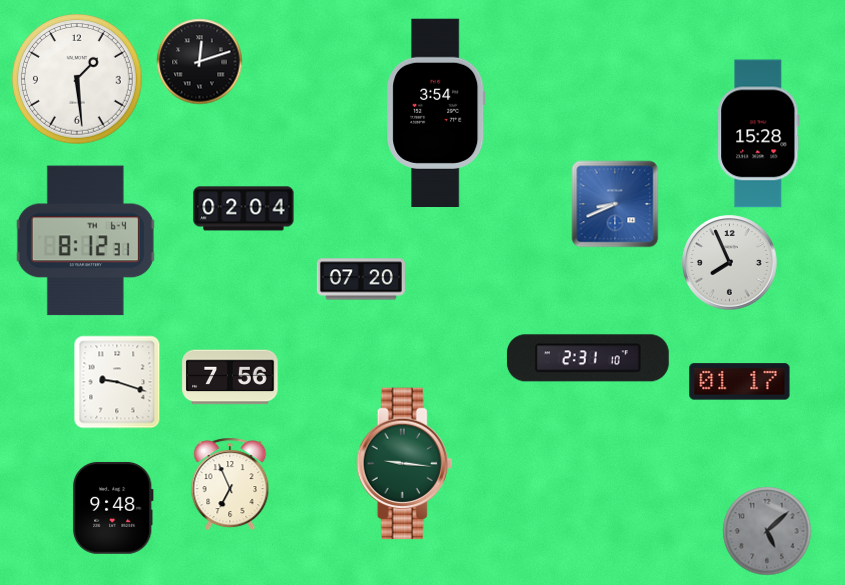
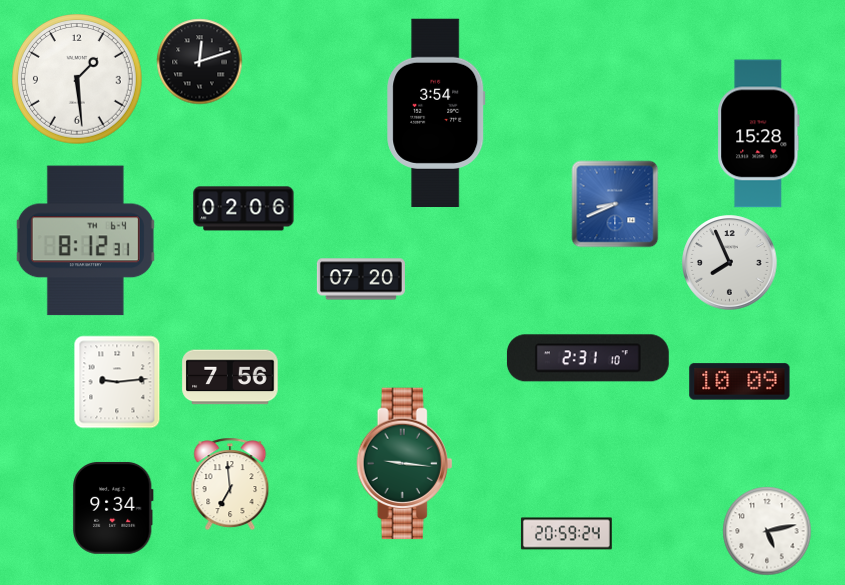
clock at (244, 209): 02:04 -> 02:06
clock at (117, 382): 9:18 -> 9:14
clock at (740, 382): 01:17 -> 10:09
clock at (230, 484): 6:56 -> 6:59
clock at (113, 508): 9:48 -> 9:34
clock at (767, 531): 5:08 -> 5:13
clock at (767, 531) dial: grey -> white
clock at (567, 534): none -> 20:59
